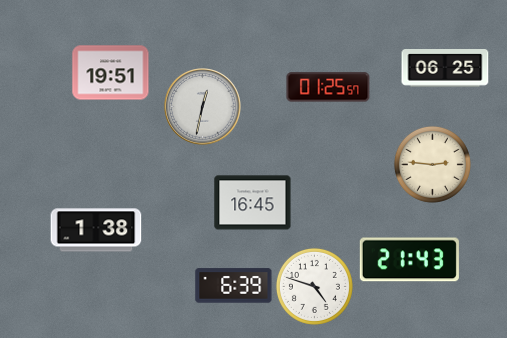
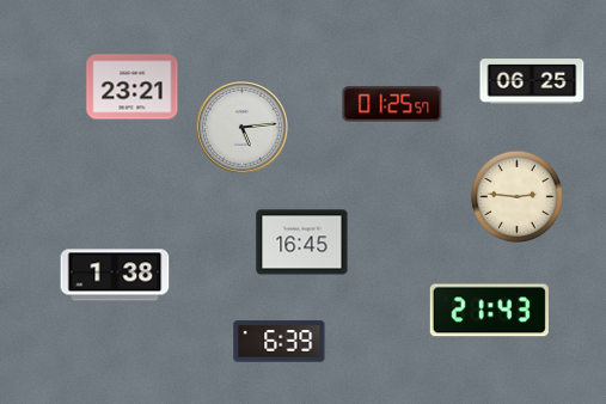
clock at (111, 73): 19:51 -> 23:21
clock at (203, 107): 12:32 -> 5:14
clock at (314, 286): 4:48 -> none
